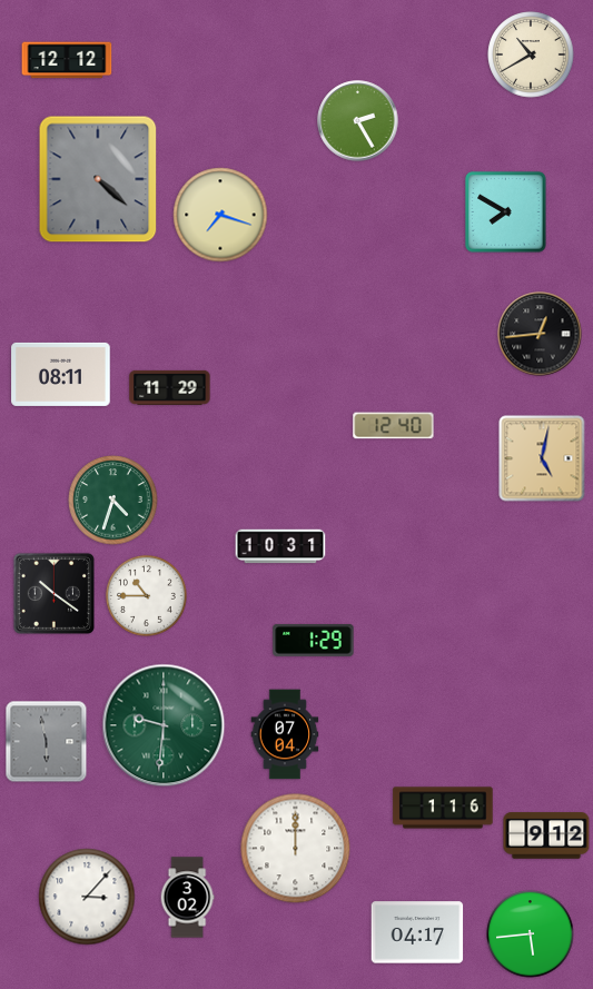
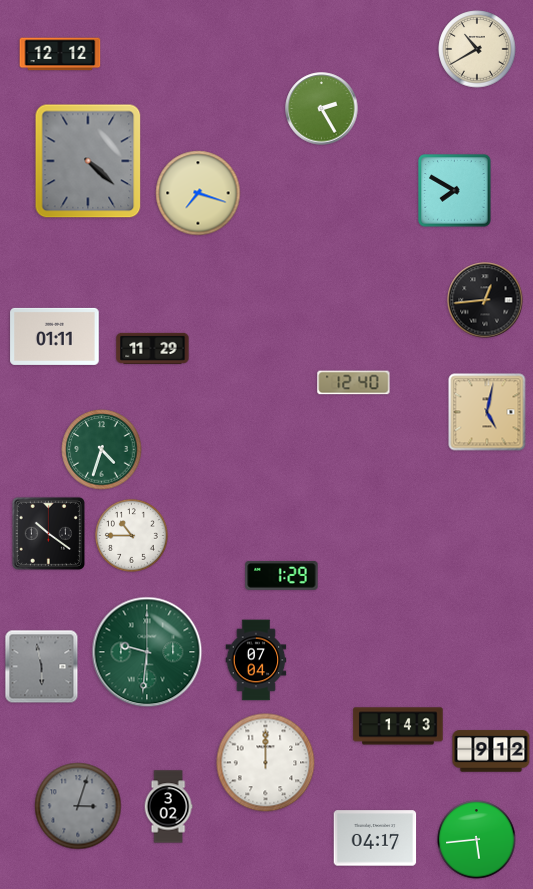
clock at (61, 374): 08:11 -> 01:11
clock at (280, 546): 10:31 -> none
clock at (443, 808): 1:16 -> 1:43
clock at (87, 897): 3:07 -> 3:03
clock at (87, 897) dial: white -> grey
